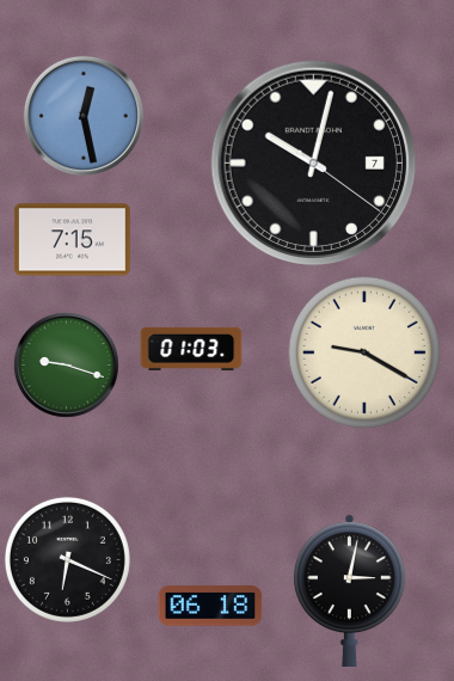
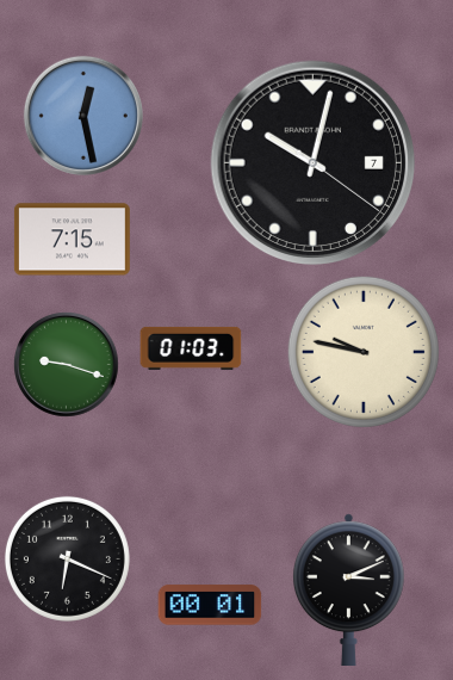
clock at (364, 352): 9:20 -> 9:47
clock at (349, 590): 3:02 -> 3:11
clock at (210, 606): 06:18 -> 00:01
